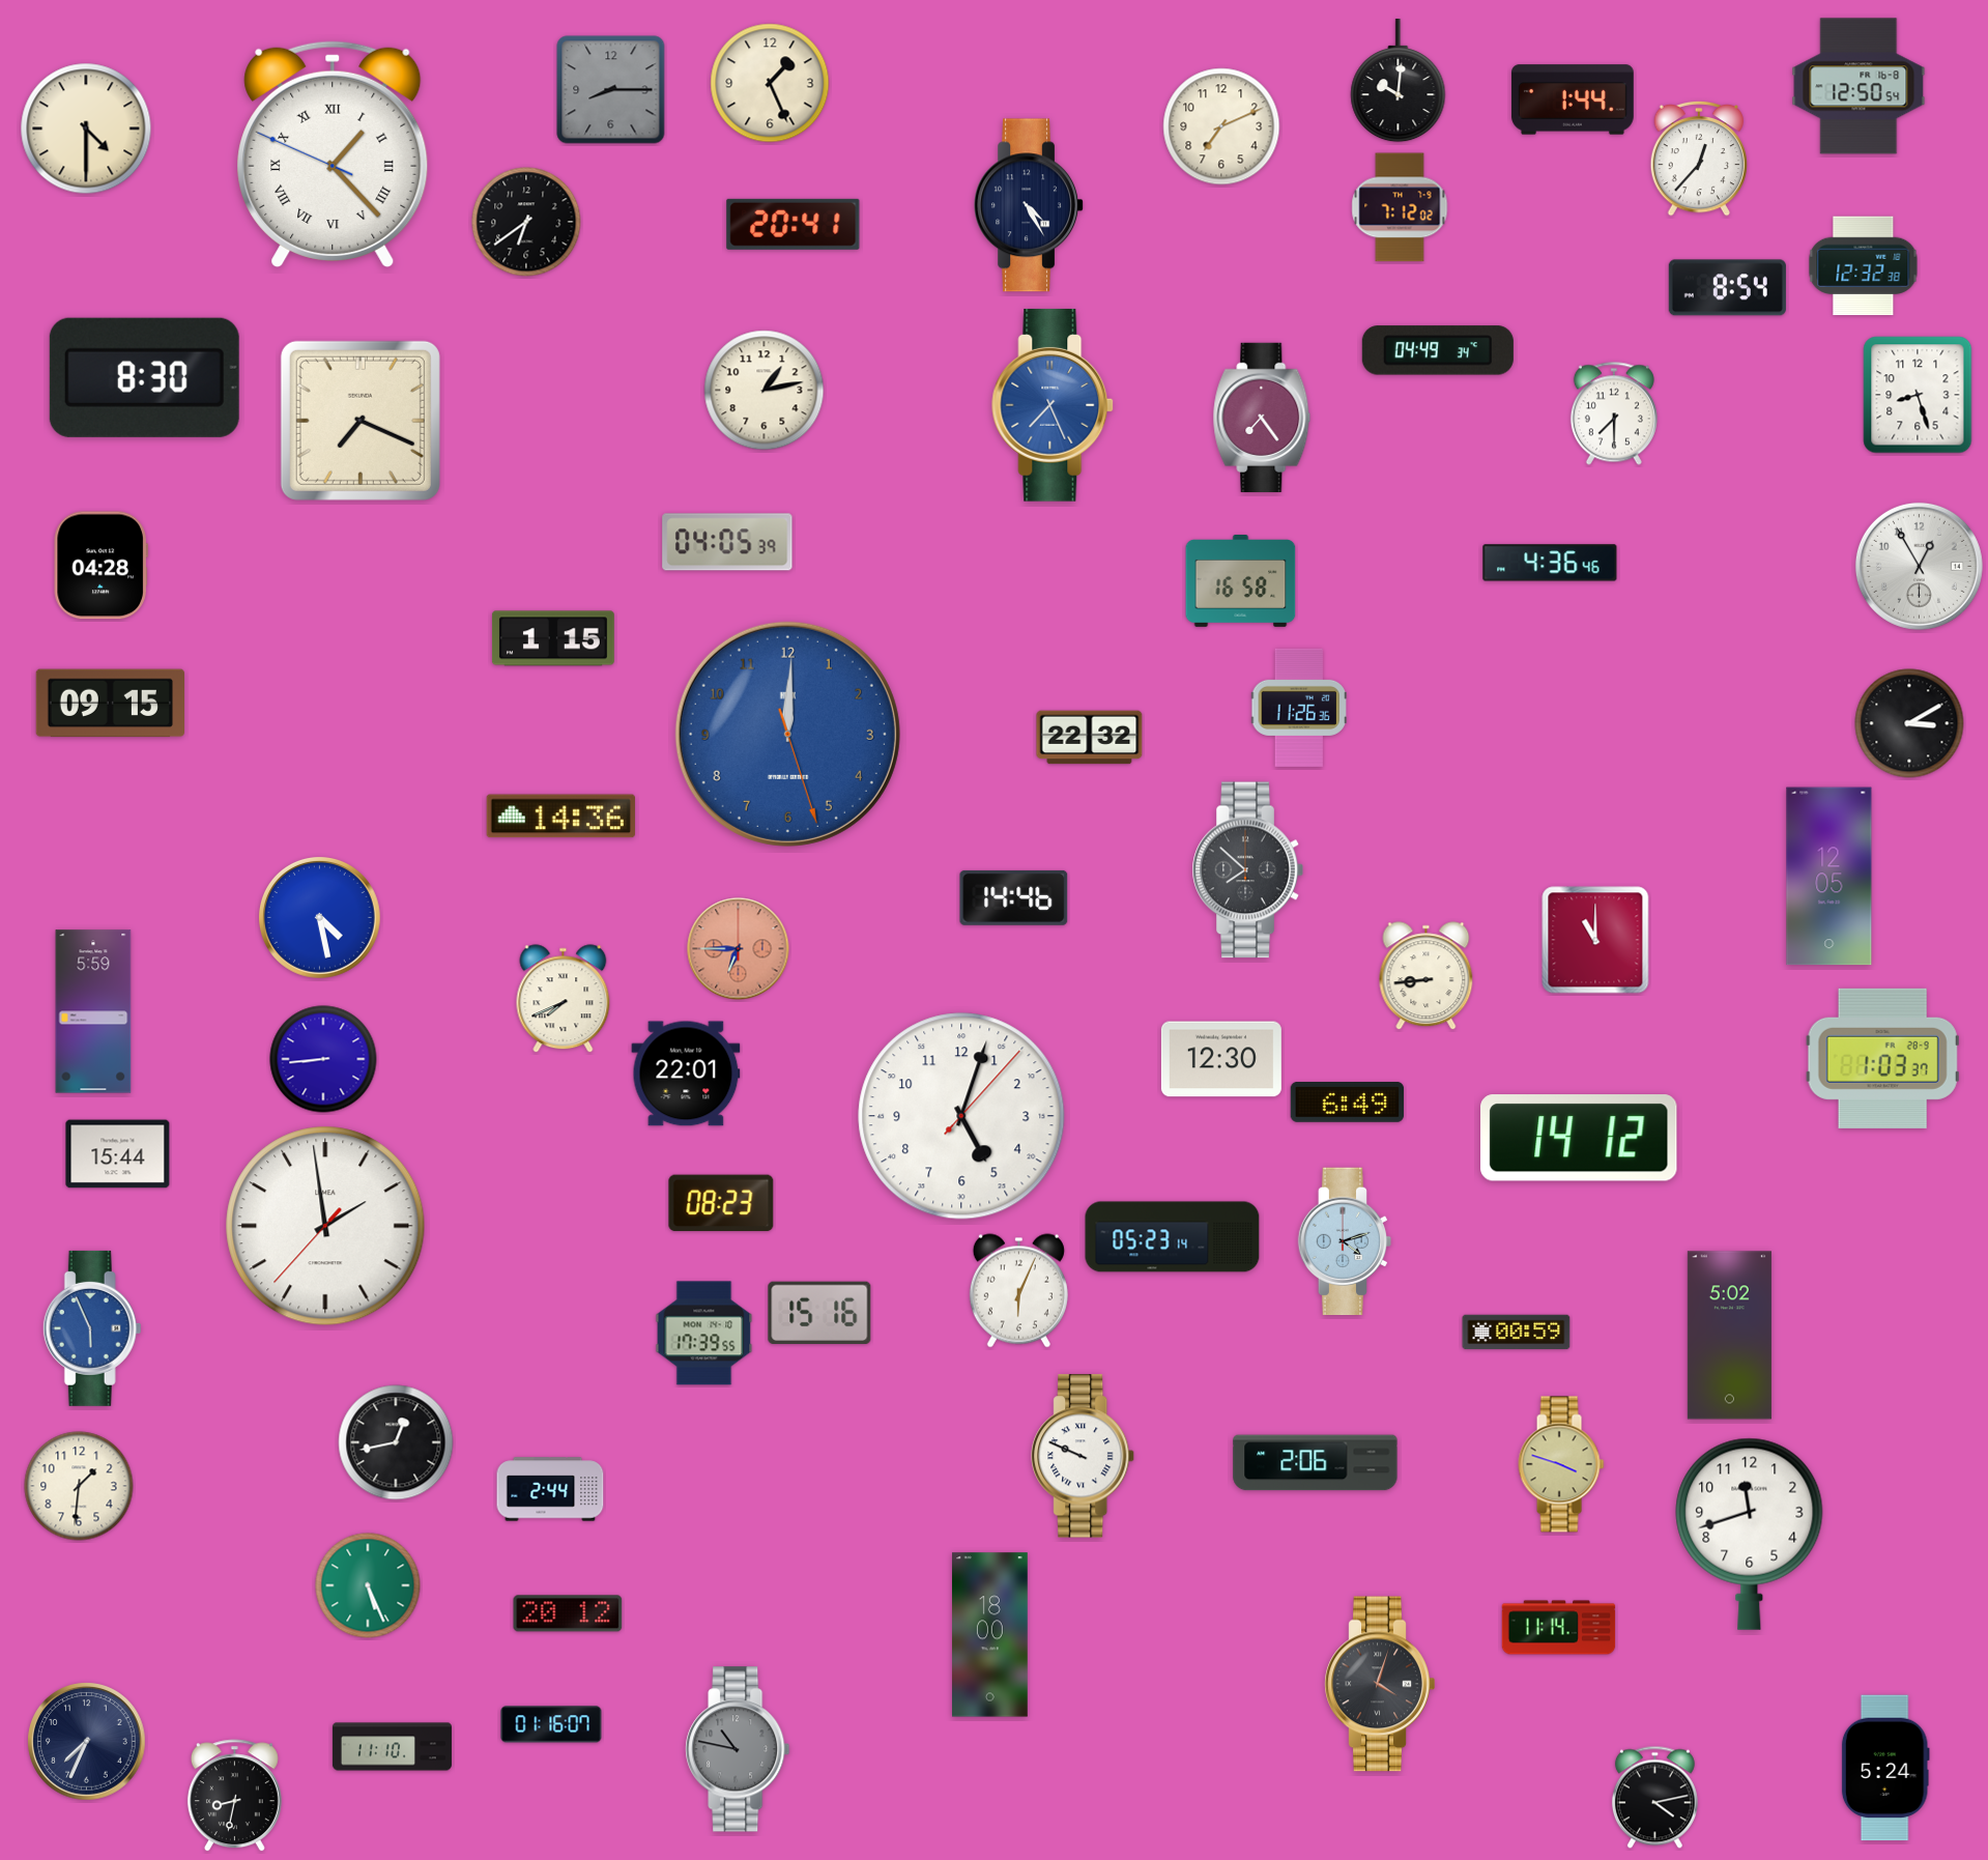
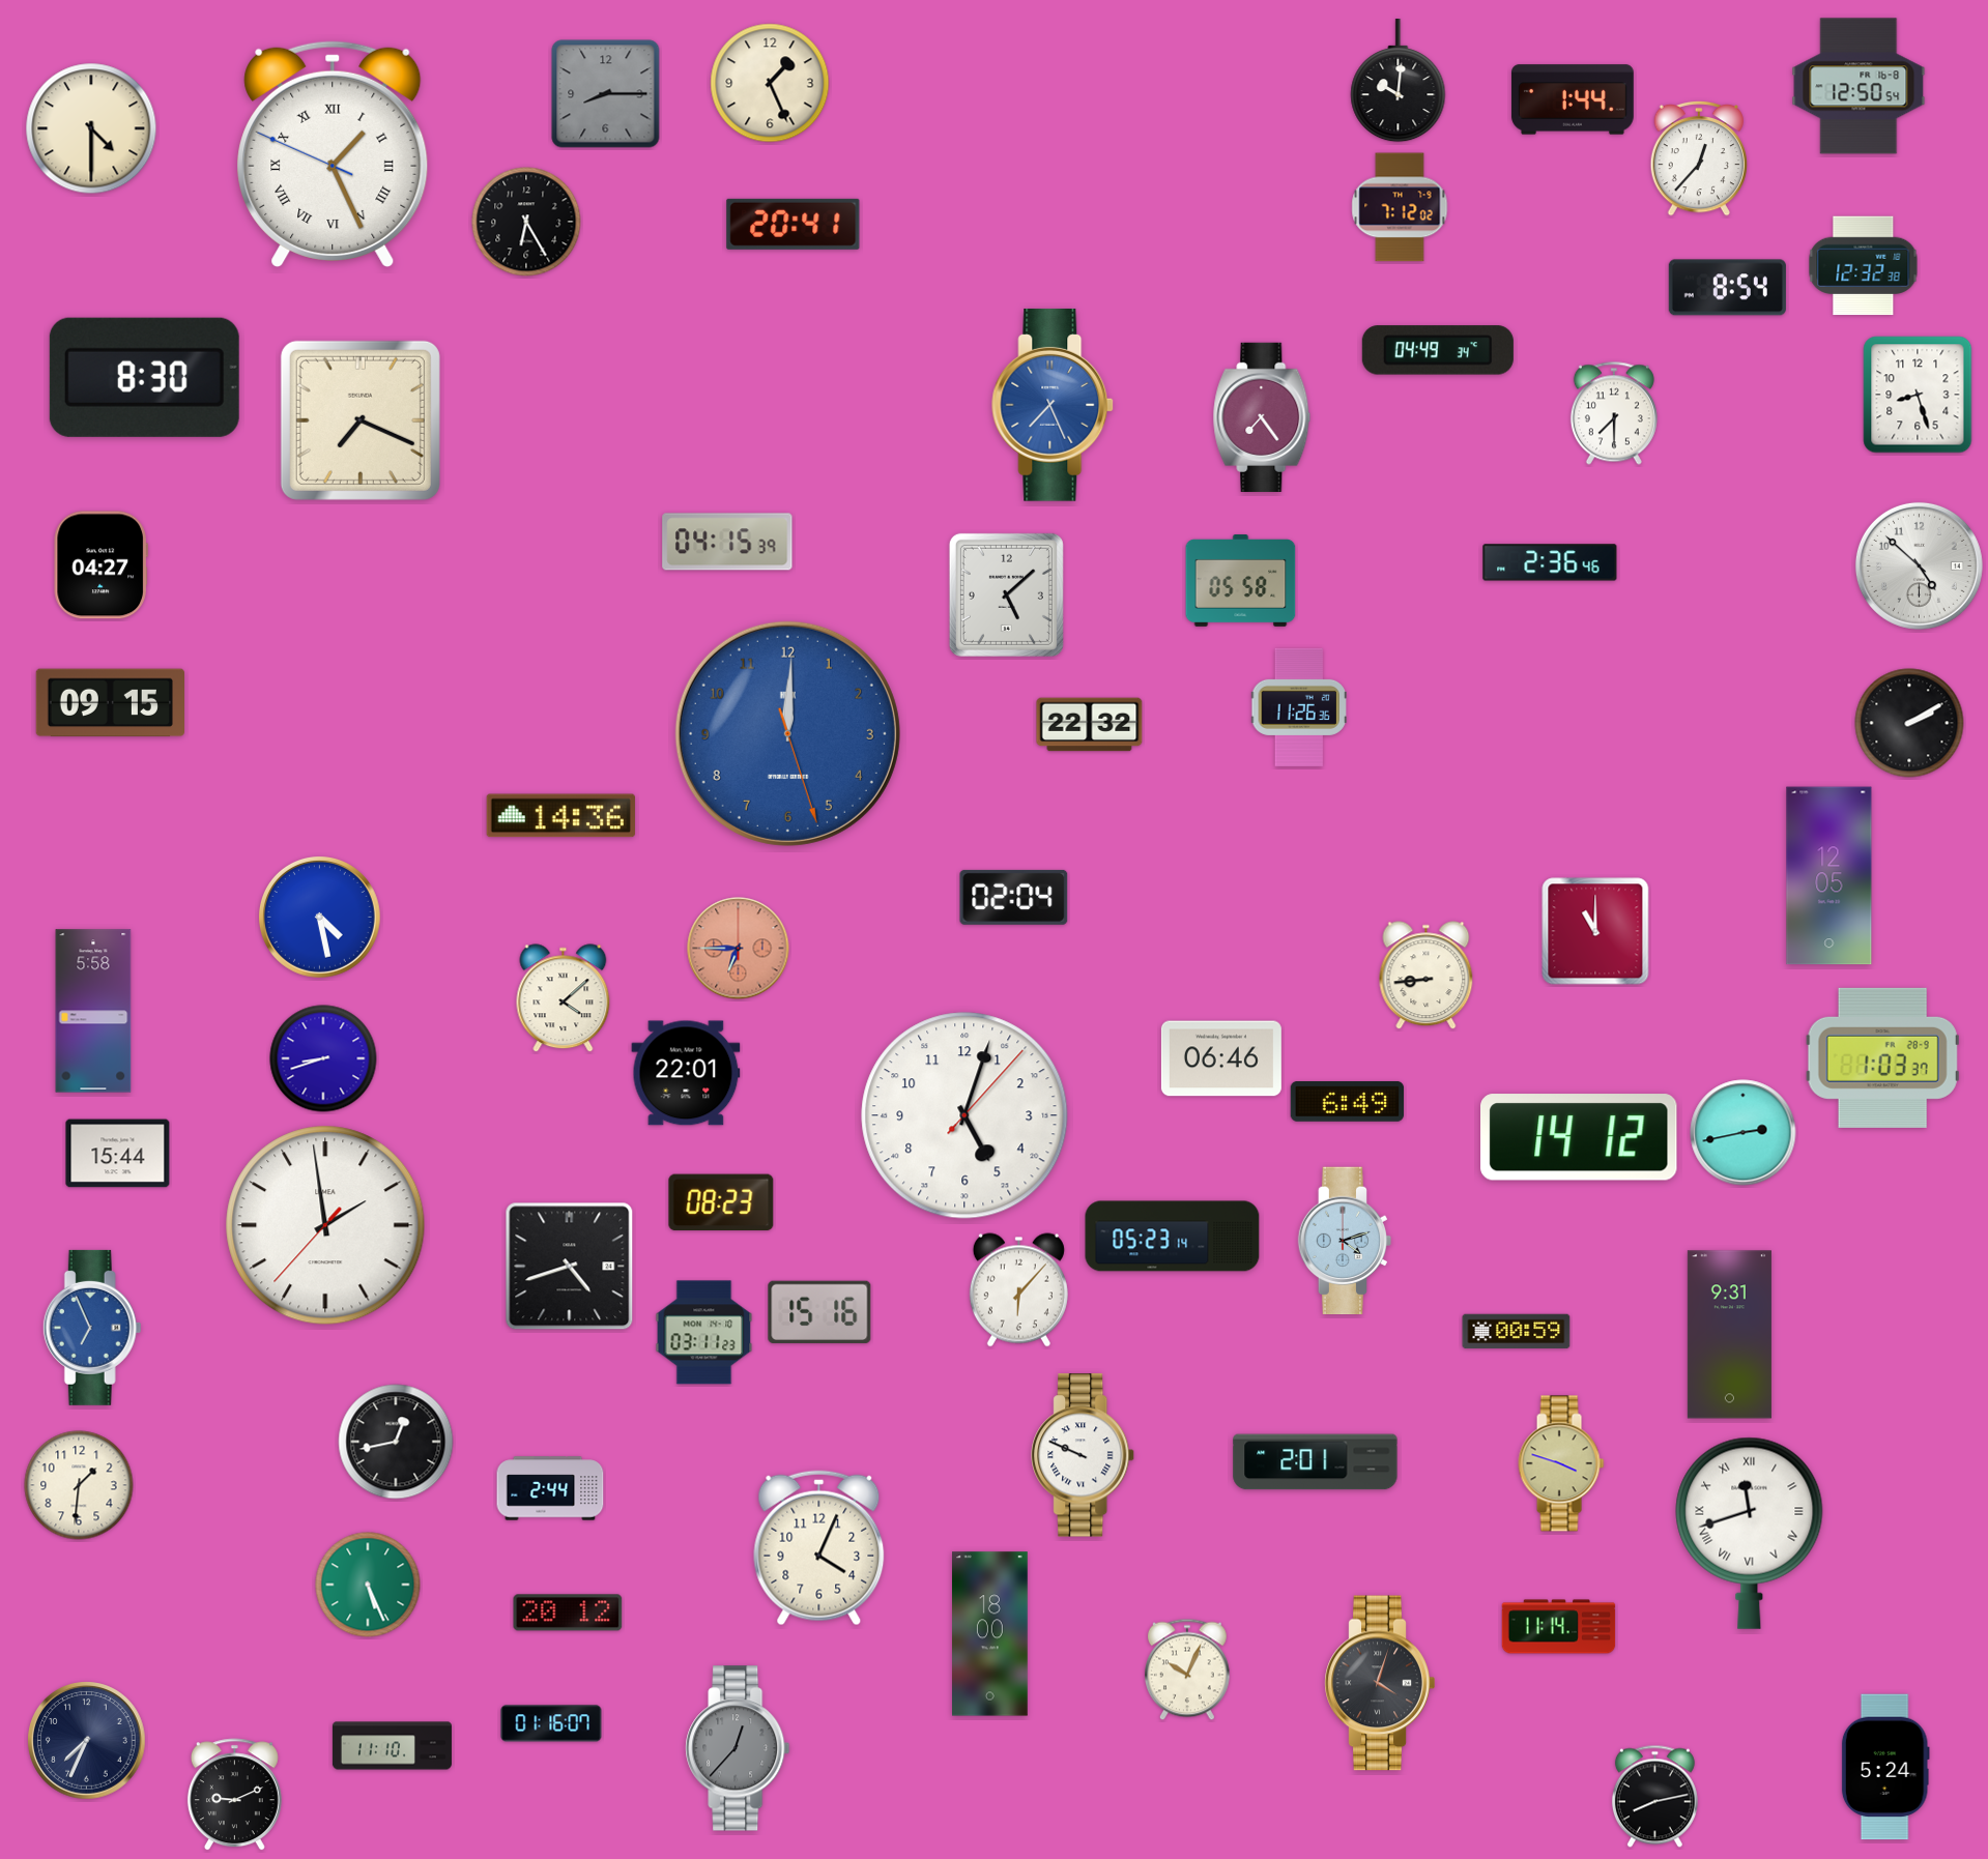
clock at (611, 90) position: (611, 90) -> (606, 94)
clock at (1221, 126): 7:11 -> none
clock at (86, 128) position: (86, 128) -> (91, 128)
clock at (333, 154): 1:22 -> 1:25
clock at (1029, 205): 4:25 -> none
clock at (526, 222): 6:39 -> 6:25
clock at (765, 391): 1:13 -> none
clock at (727, 542): 04:05 -> 04:15
clock at (1550, 563): 4:36 -> 2:36
clock at (100, 566): 04:28 -> 04:27
clock at (1919, 566): 12:55 -> 4:52
clock at (1241, 581): 16:58 -> 05:58
clock at (1006, 594): none -> 5:08
clock at (553, 638): 1:15 -> none
clock at (1909, 723): 3:10 -> 2:10
clock at (1090, 738) position: (1090, 738) -> (1090, 725)
clock at (1247, 870): 7:52 -> none
clock at (1014, 897): 14:46 -> 02:04
clock at (1595, 940) position: (1595, 940) -> (1595, 931)
clock at (564, 999): 7:41 -> 4:08
clock at (93, 1011): 5:59 -> 5:58
clock at (323, 1059): 8:44 -> 8:42
clock at (1221, 1059): 12:30 -> 06:46
clock at (961, 1116) position: (961, 1116) -> (964, 1115)
clock at (1744, 1133): none -> 2:43
clock at (570, 1267): none -> 4:42
clock at (1018, 1291): 6:04 -> 6:07
clock at (92, 1328): 5:56 -> 6:56
clock at (704, 1334): 17:39 -> 03:11
clock at (1729, 1336): 5:02 -> 9:31
clock at (1316, 1463): 2:06 -> 2:01
clock at (1750, 1534) numerals: Arabic -> Roman
clock at (819, 1548): none -> 4:04
clock at (1188, 1669): none -> 10:04
clock at (738, 1749): 10:47 -> 12:37
clock at (234, 1796): 8:32 -> 9:11
clock at (1654, 1798): 4:13 -> 8:13
